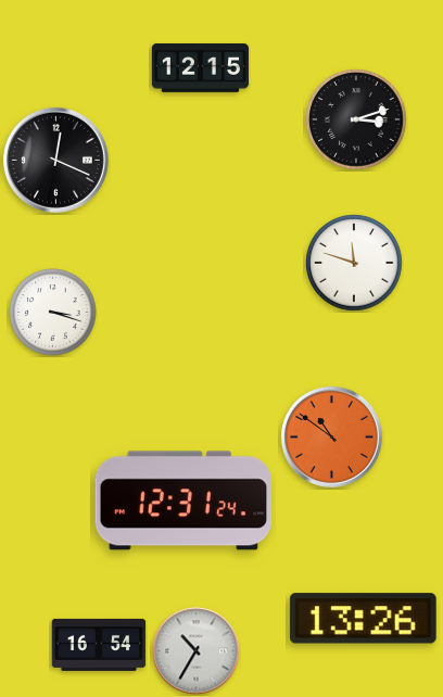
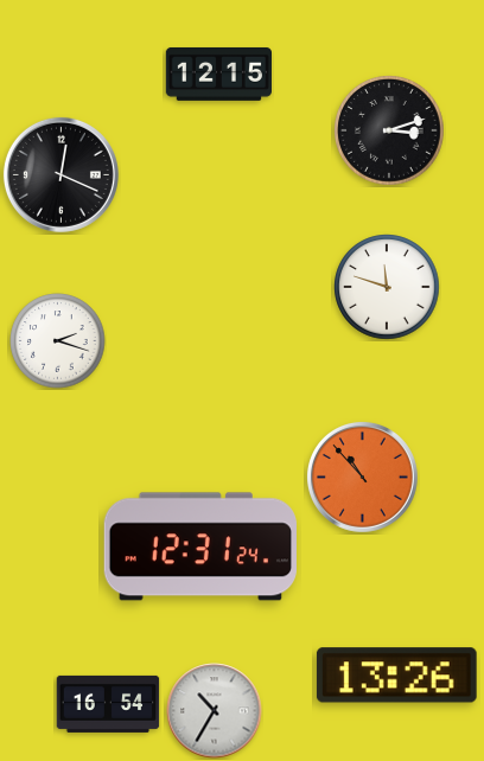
clock at (53, 313): 3:18 -> 2:18
clock at (331, 436): 10:51 -> 10:53
